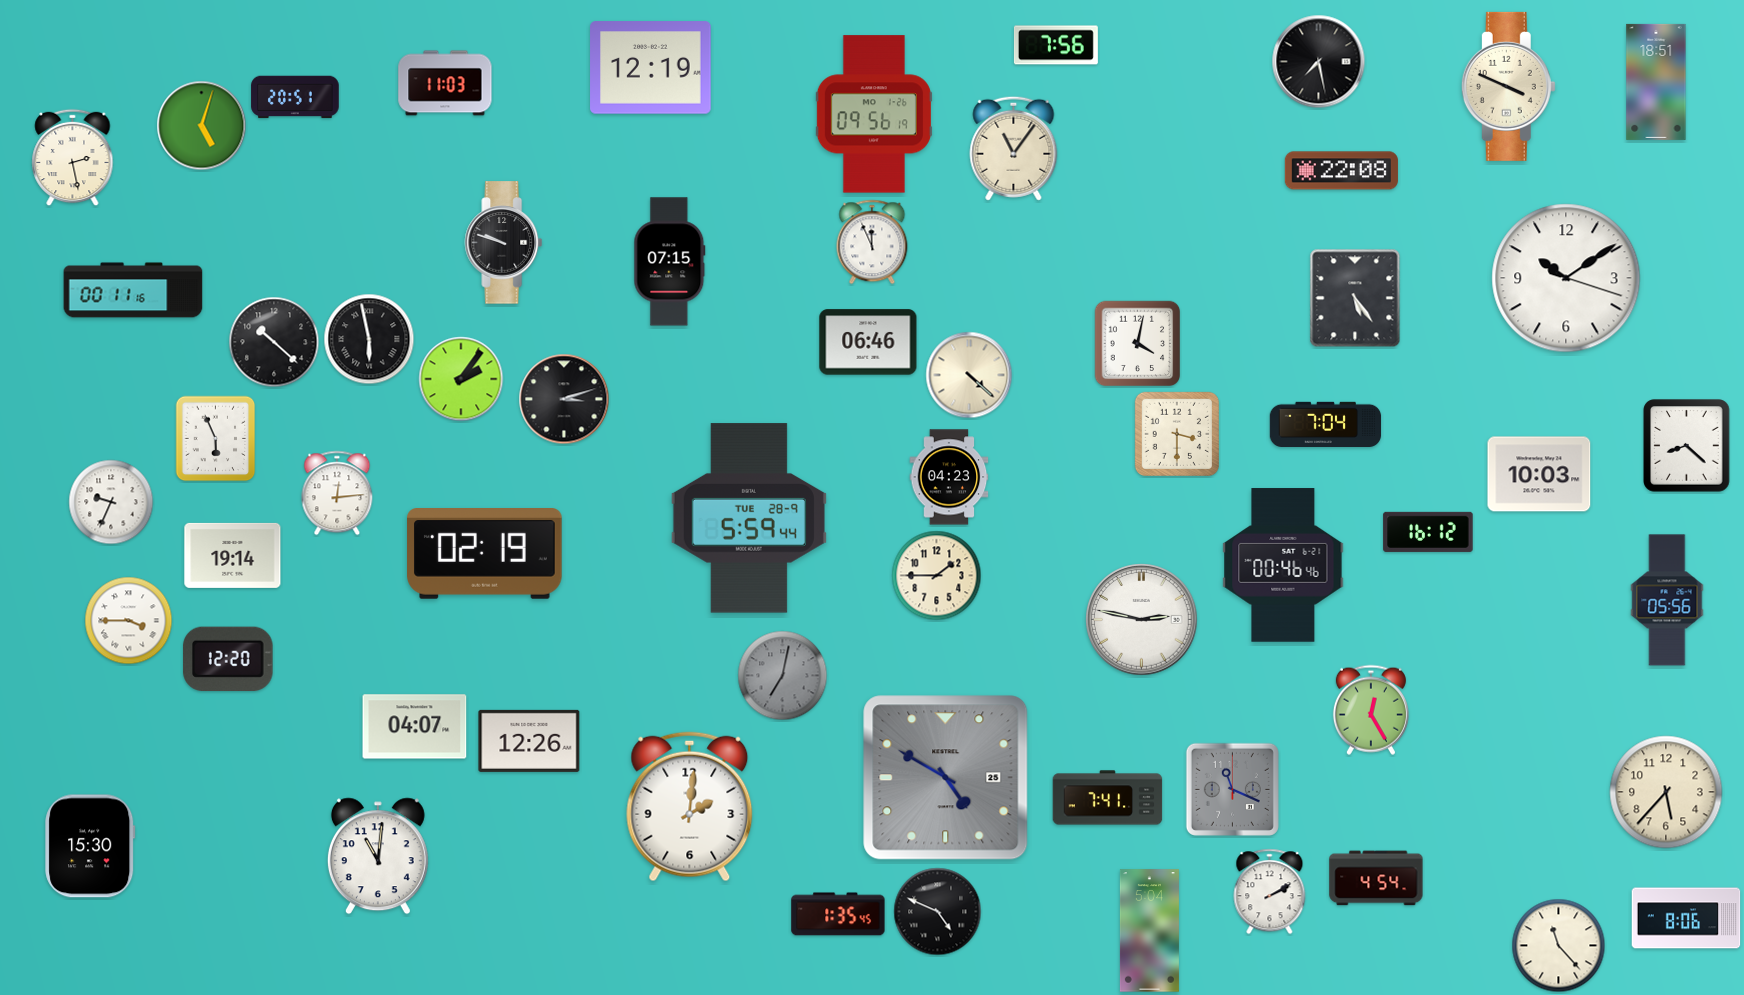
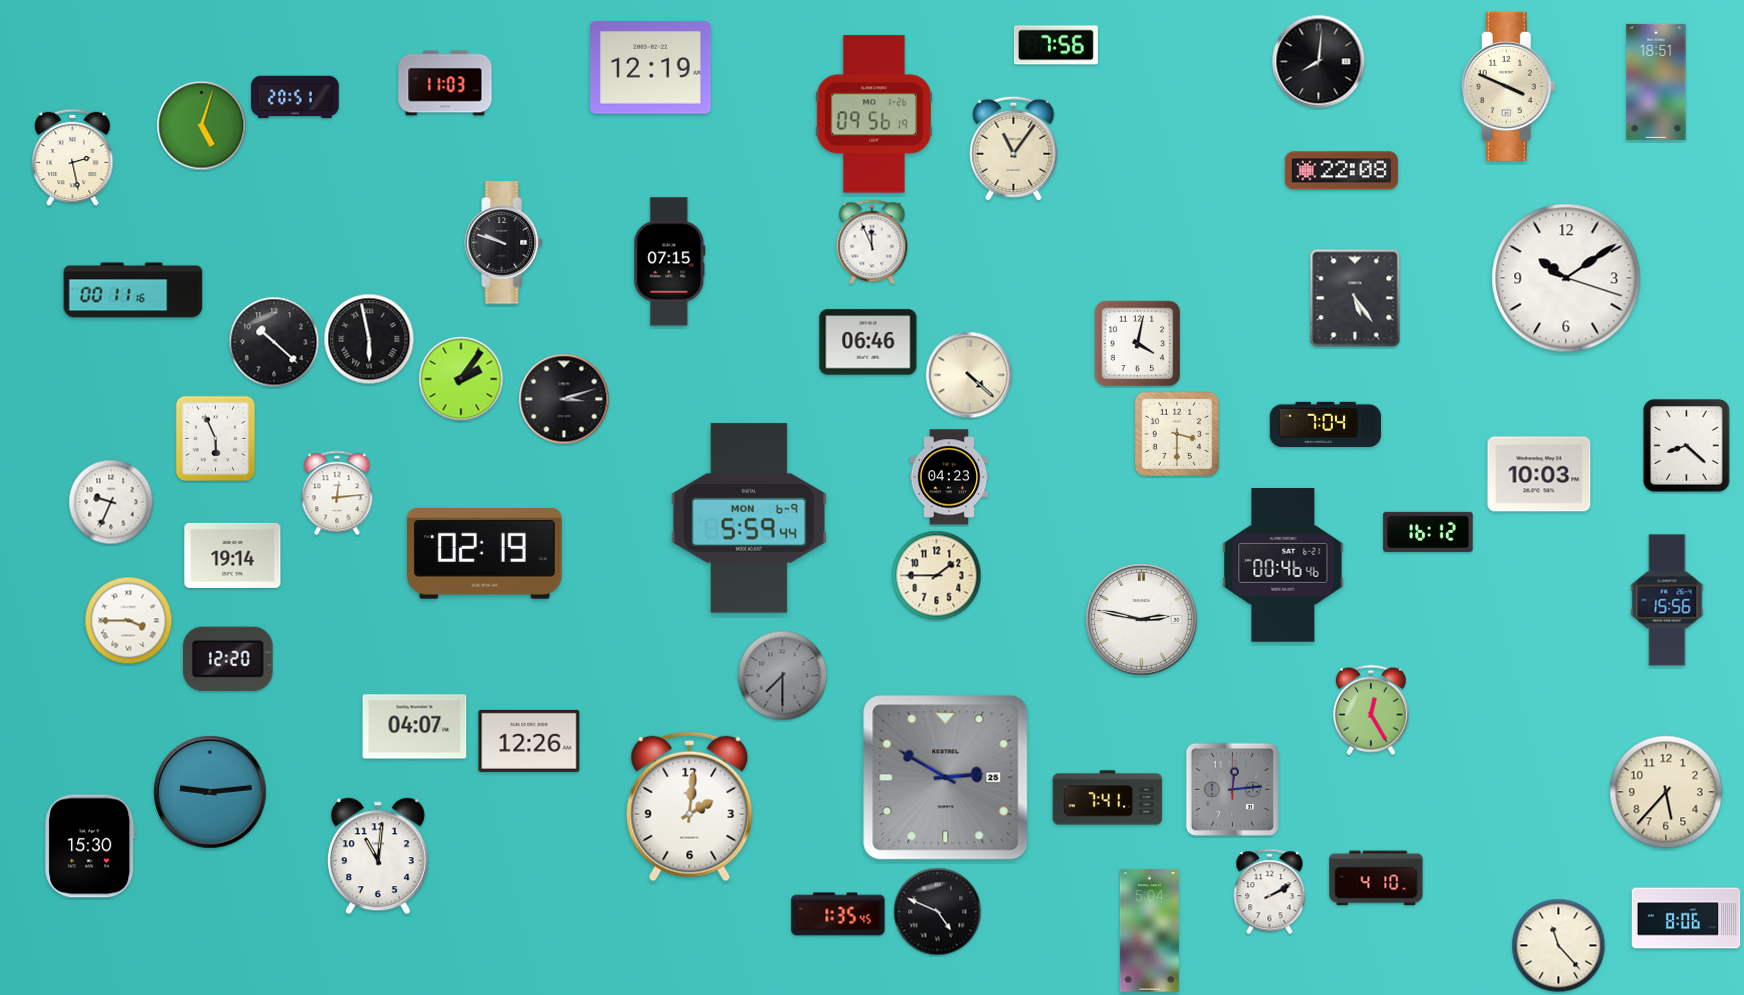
clock at (1319, 62): 7:28 -> 8:01
clock at (749, 518) date: TUE 28-9 -> MON 6-9
clock at (1667, 600): 05:56 -> 15:56
clock at (783, 676): 7:02 -> 7:30
clock at (946, 778): 4:50 -> 2:50
clock at (1232, 789): 11:19 -> 12:14
clock at (210, 792): none -> 9:14
clock at (1376, 878): 4:54 -> 4:10
